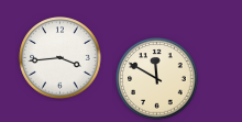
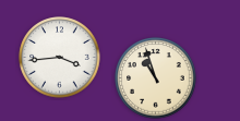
clock at (157, 79): 11:50 -> 10:57
